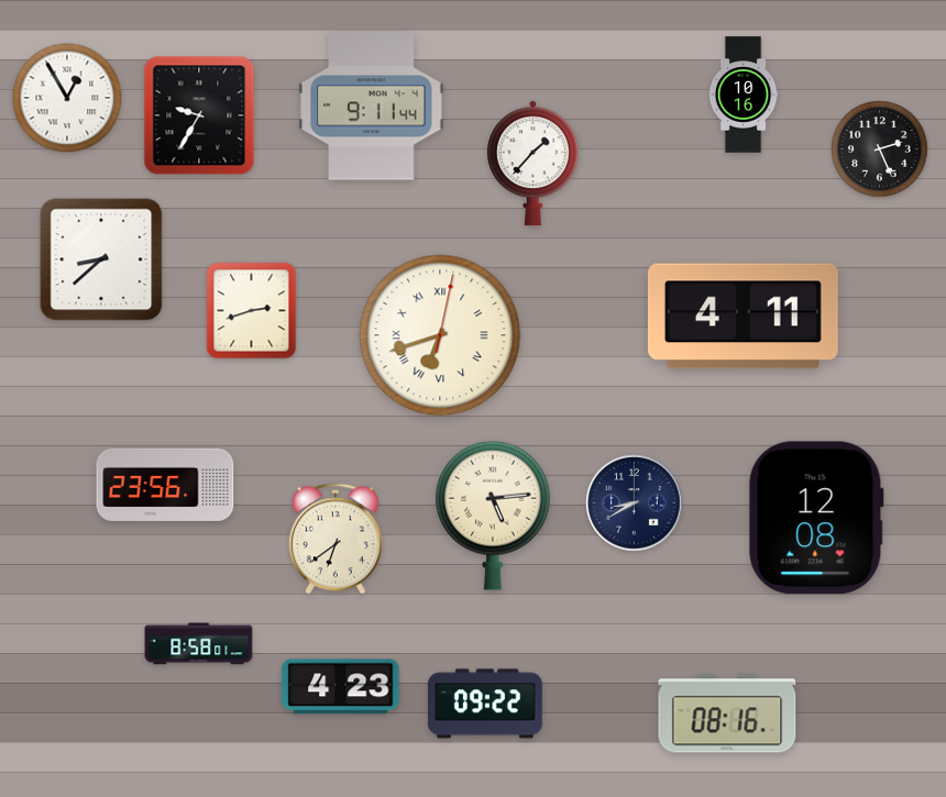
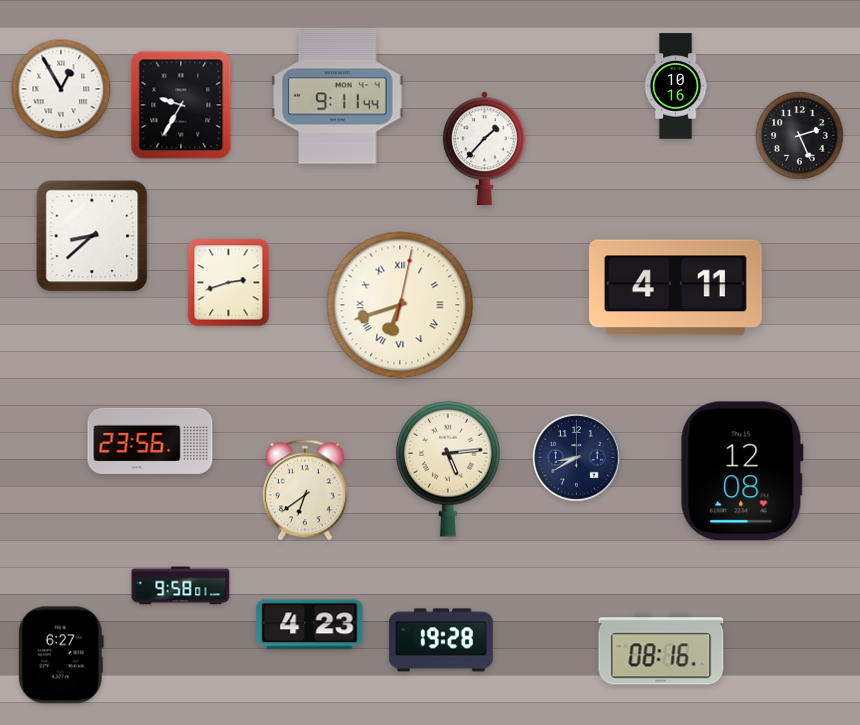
clock at (199, 644): 8:58 -> 9:58
clock at (485, 704): 09:22 -> 19:28
clock at (61, 655): none -> 6:27
